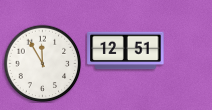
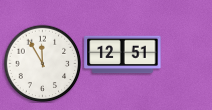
clock at (126, 51) position: (126, 51) -> (123, 55)
